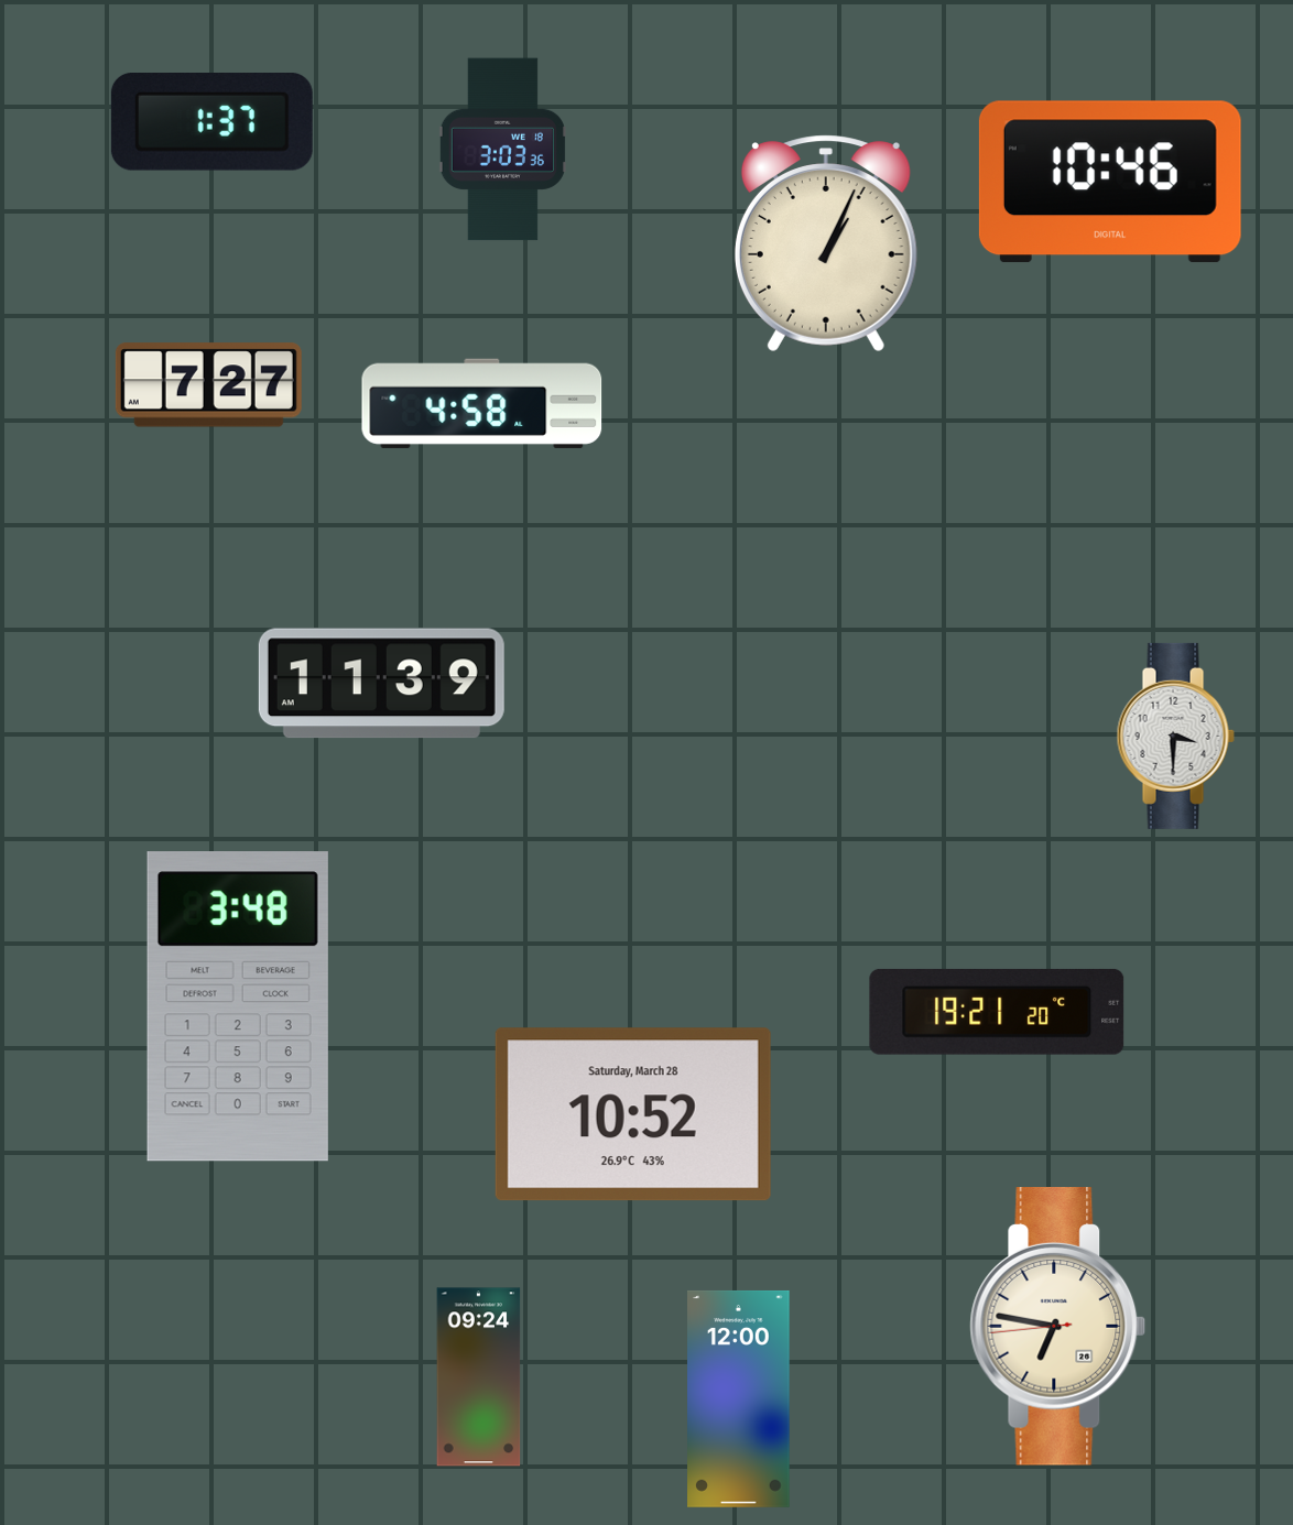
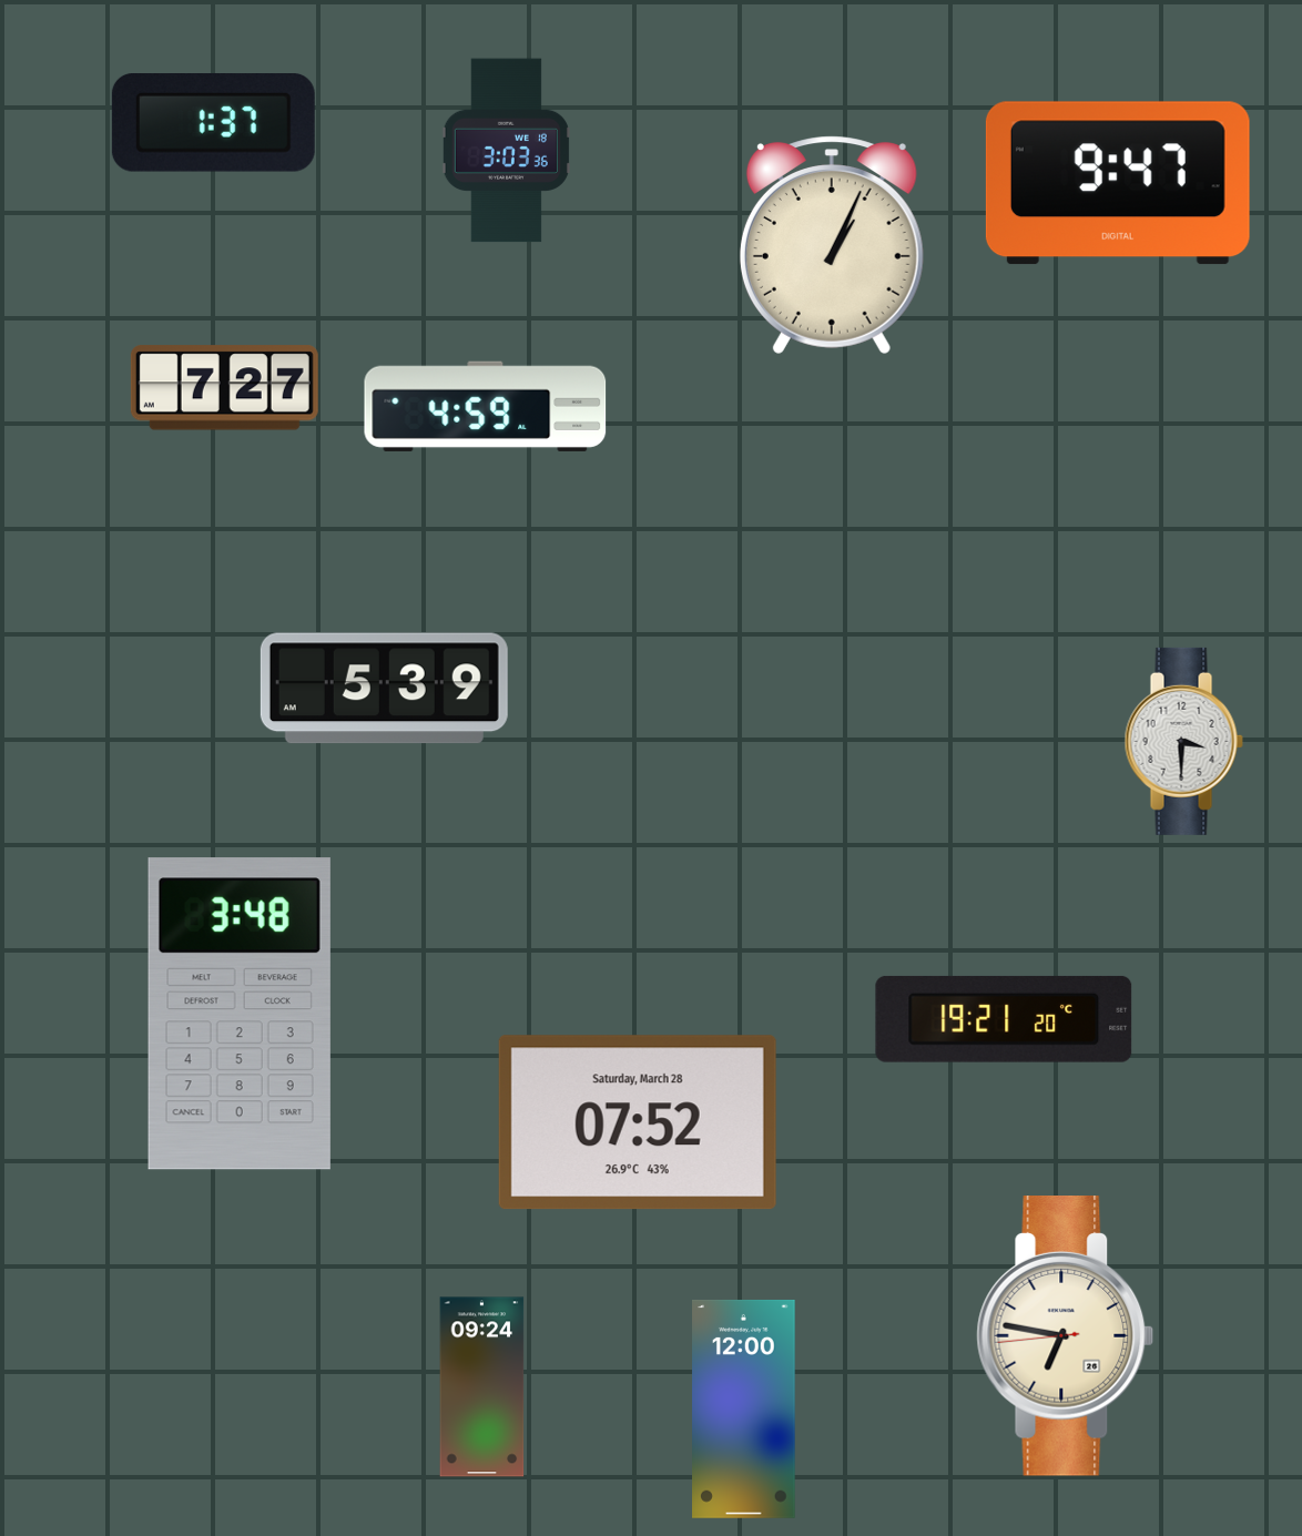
clock at (1110, 182): 10:46 -> 9:47
clock at (208, 385) position: (208, 385) -> (224, 388)
clock at (482, 403): 4:58 -> 4:59
clock at (381, 684): 11:39 -> 5:39
clock at (633, 1114): 10:52 -> 07:52
